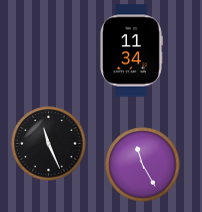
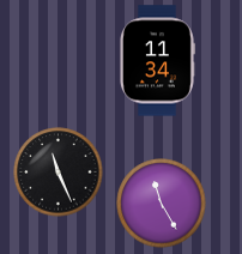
clock at (143, 165) position: (143, 165) -> (162, 204)
